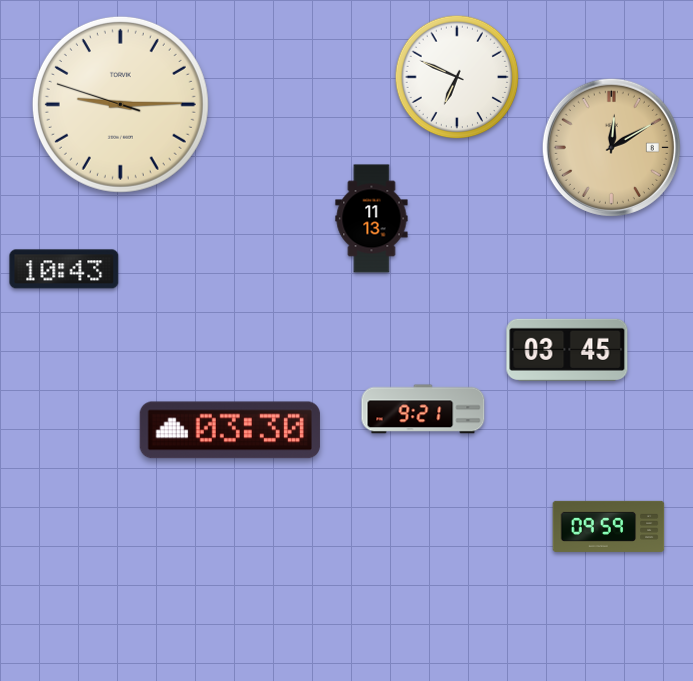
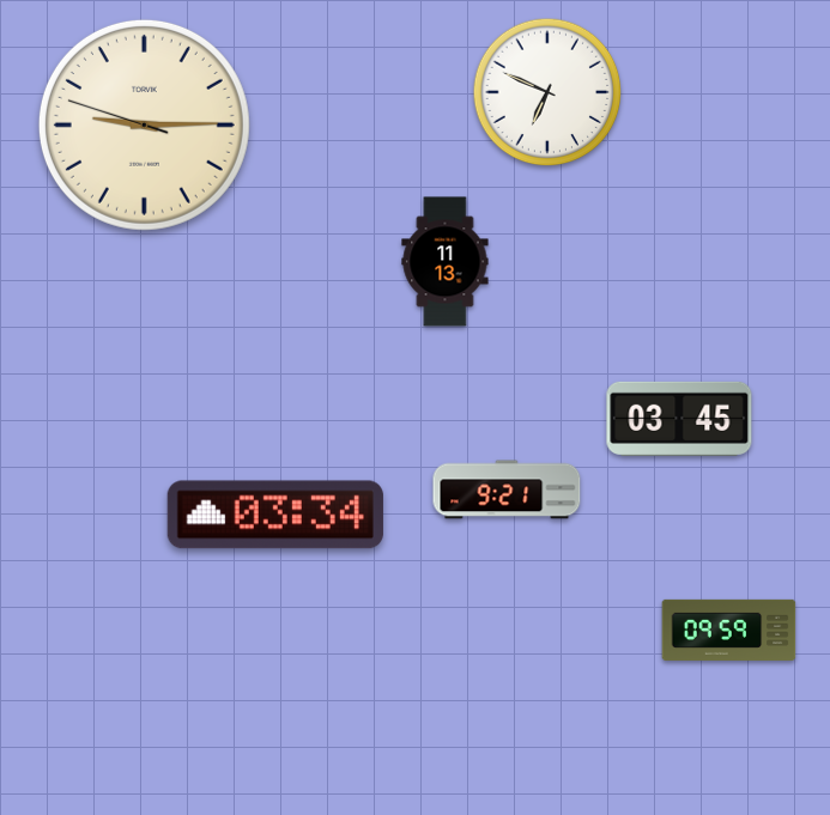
clock at (611, 147): 12:10 -> none
clock at (64, 269): 10:43 -> none
clock at (230, 430): 03:30 -> 03:34
